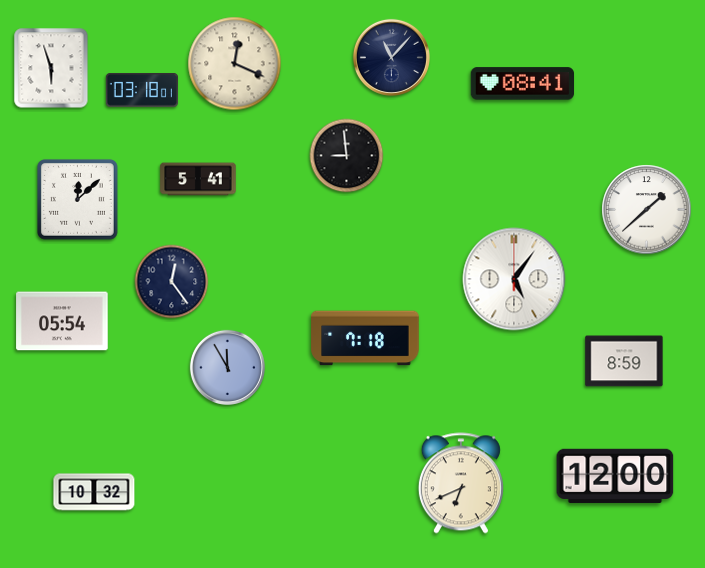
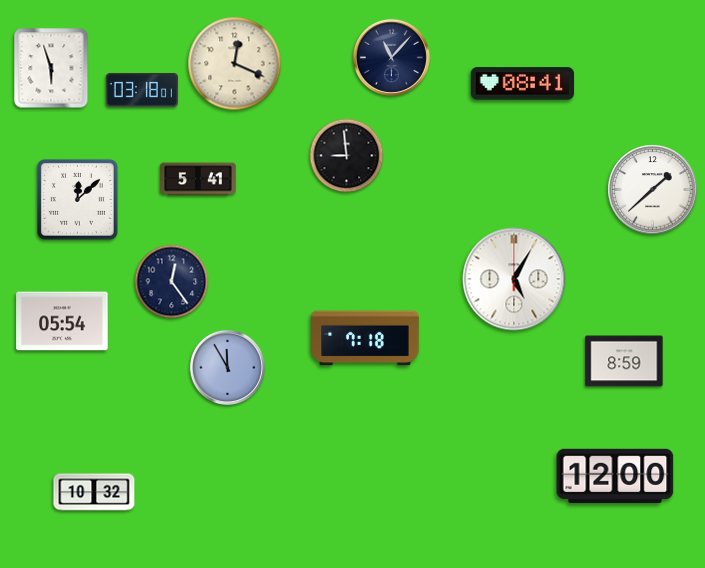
clock at (647, 210) position: (647, 210) -> (653, 190)
clock at (514, 279): 5:06 -> 5:05
clock at (461, 483): 6:41 -> none
